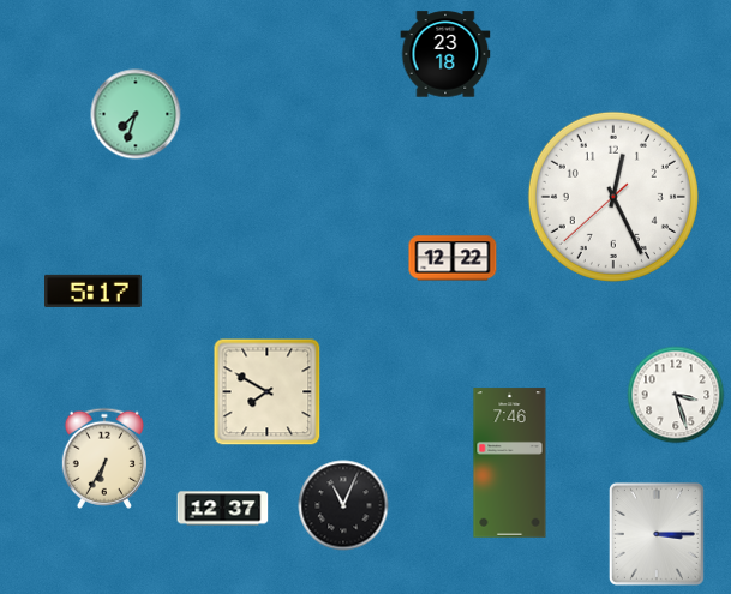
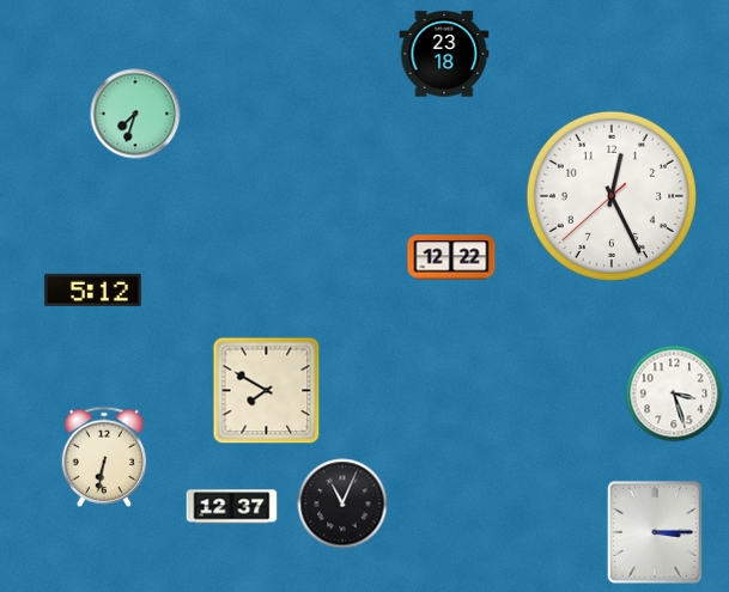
clock at (94, 290): 5:17 -> 5:12
clock at (104, 458): 6:35 -> 6:32
clock at (510, 463): 7:46 -> none
clock at (223, 509) position: (223, 509) -> (232, 507)
